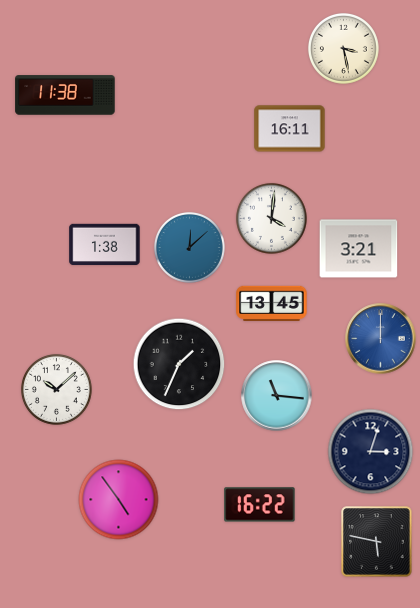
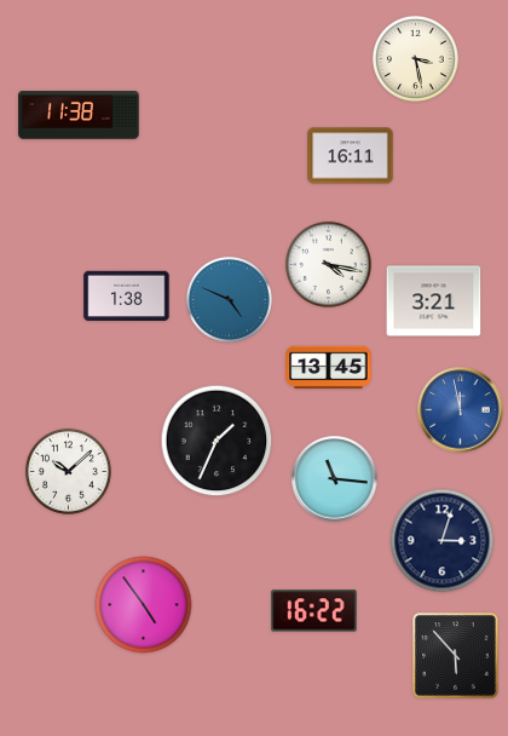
clock at (271, 218): 4:01 -> 4:17
clock at (189, 247): 12:08 -> 4:49
clock at (381, 339): 12:00 -> 11:58
clock at (371, 452) position: (371, 452) -> (443, 541)
clock at (377, 542): 5:47 -> 5:53
